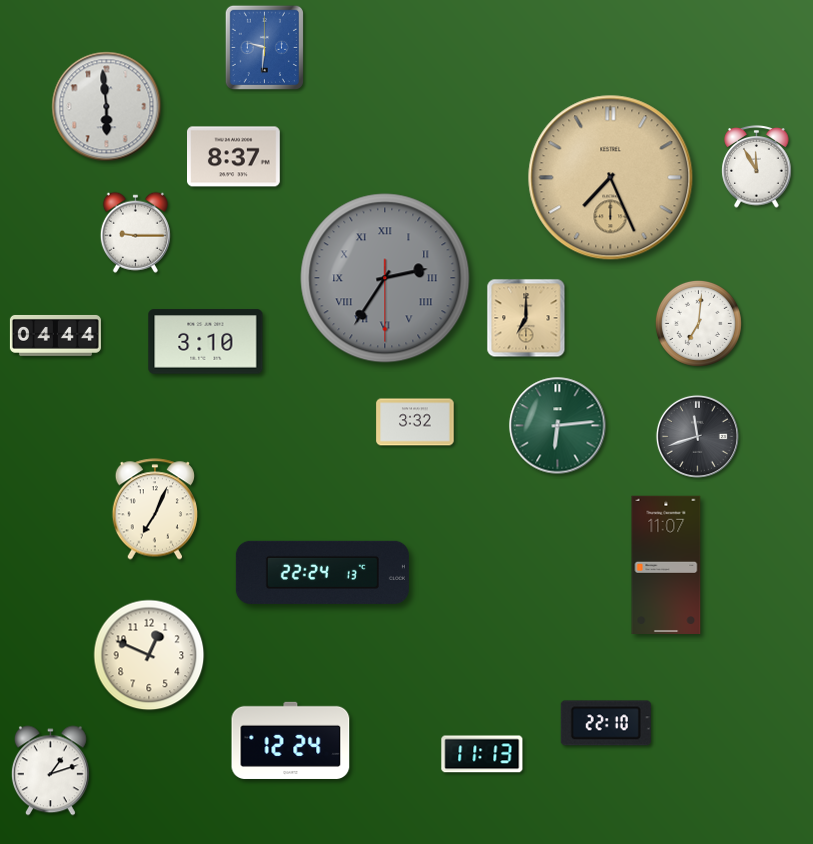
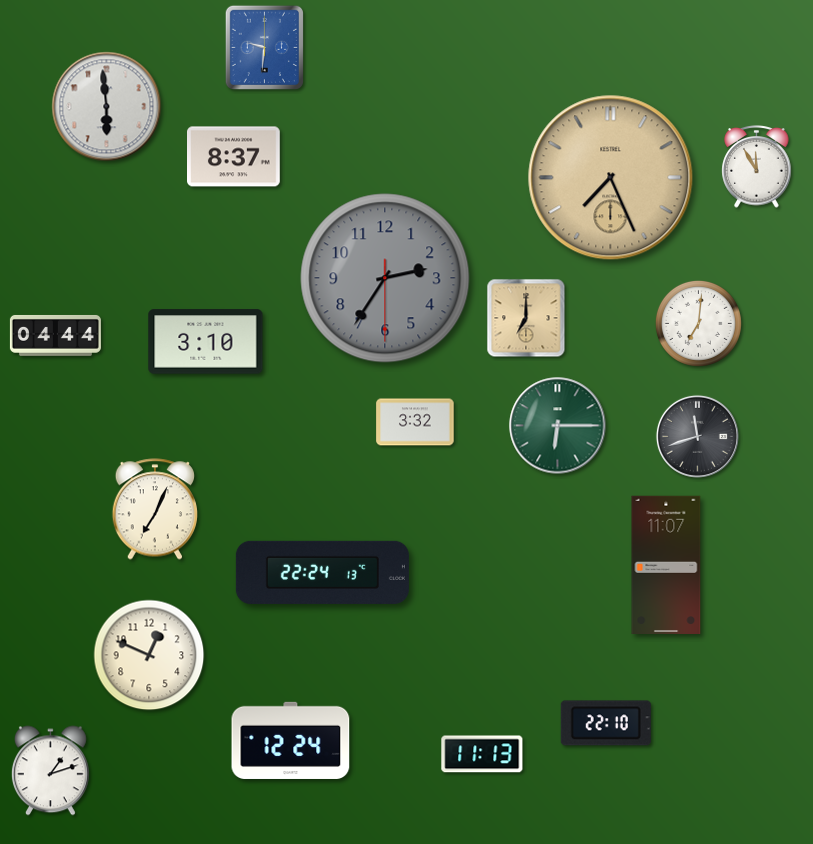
clock at (135, 232): 9:15 -> none
clock at (385, 278) numerals: Roman -> Arabic
clock at (558, 426): 6:14 -> 6:15
